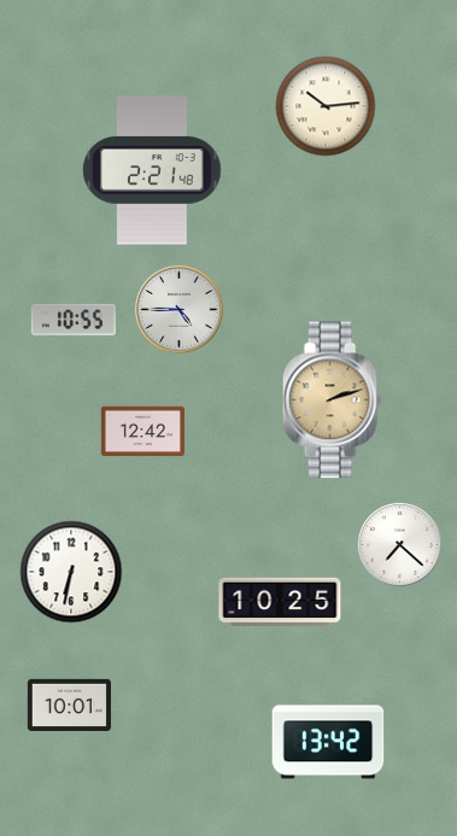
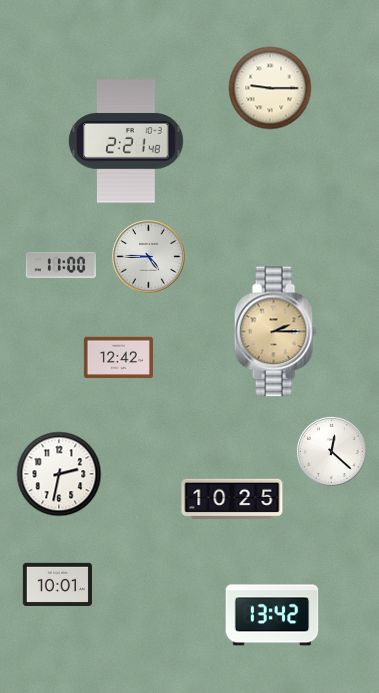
clock at (326, 106): 10:14 -> 9:15
clock at (74, 320): 10:55 -> 11:00
clock at (332, 401): 2:12 -> 2:15
clock at (399, 544): 7:22 -> 12:22
clock at (71, 572): 6:32 -> 2:32
